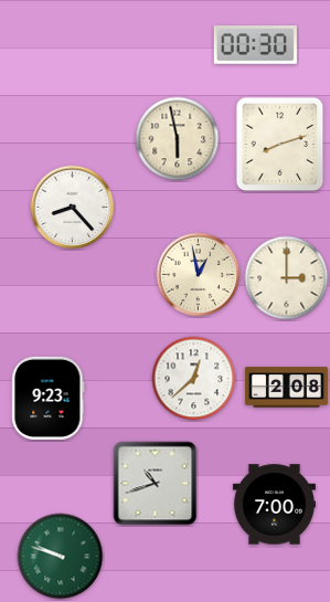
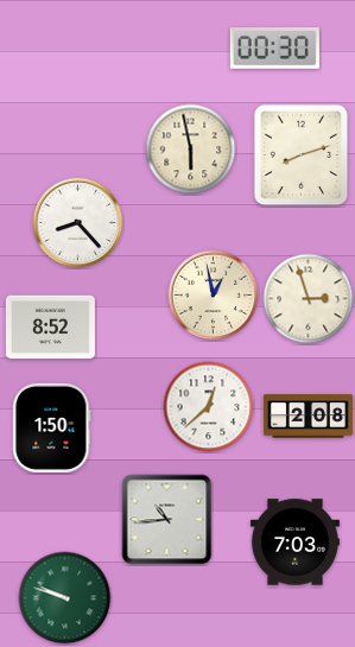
clock at (287, 278): 3:00 -> 2:57
clock at (50, 328): none -> 8:52
clock at (49, 398): 9:23 -> 1:50
clock at (156, 484): 10:42 -> 10:44
clock at (274, 505): 7:00 -> 7:03
